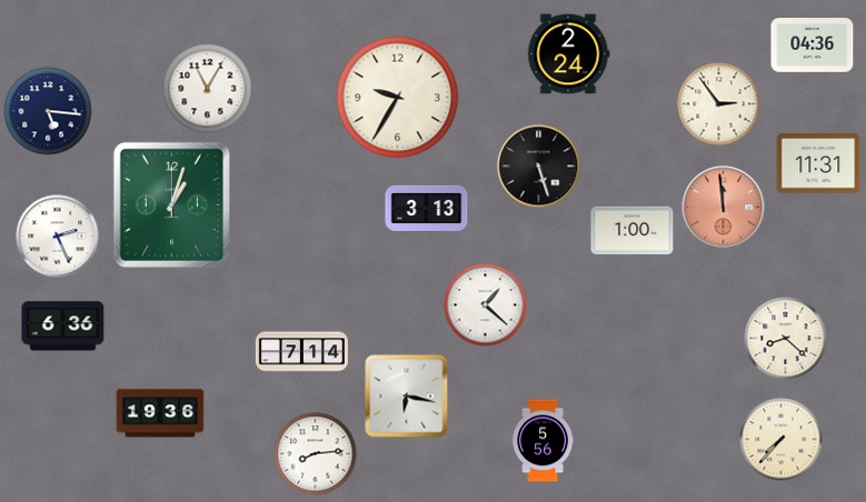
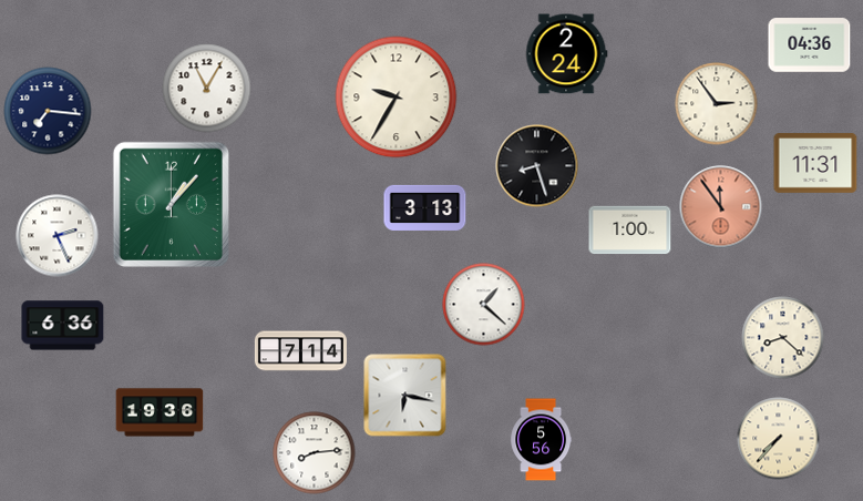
clock at (48, 111): 5:16 -> 7:16
clock at (539, 167): 5:27 -> 8:27
clock at (171, 204): 1:03 -> 1:07
clock at (724, 208): 11:59 -> 11:54
